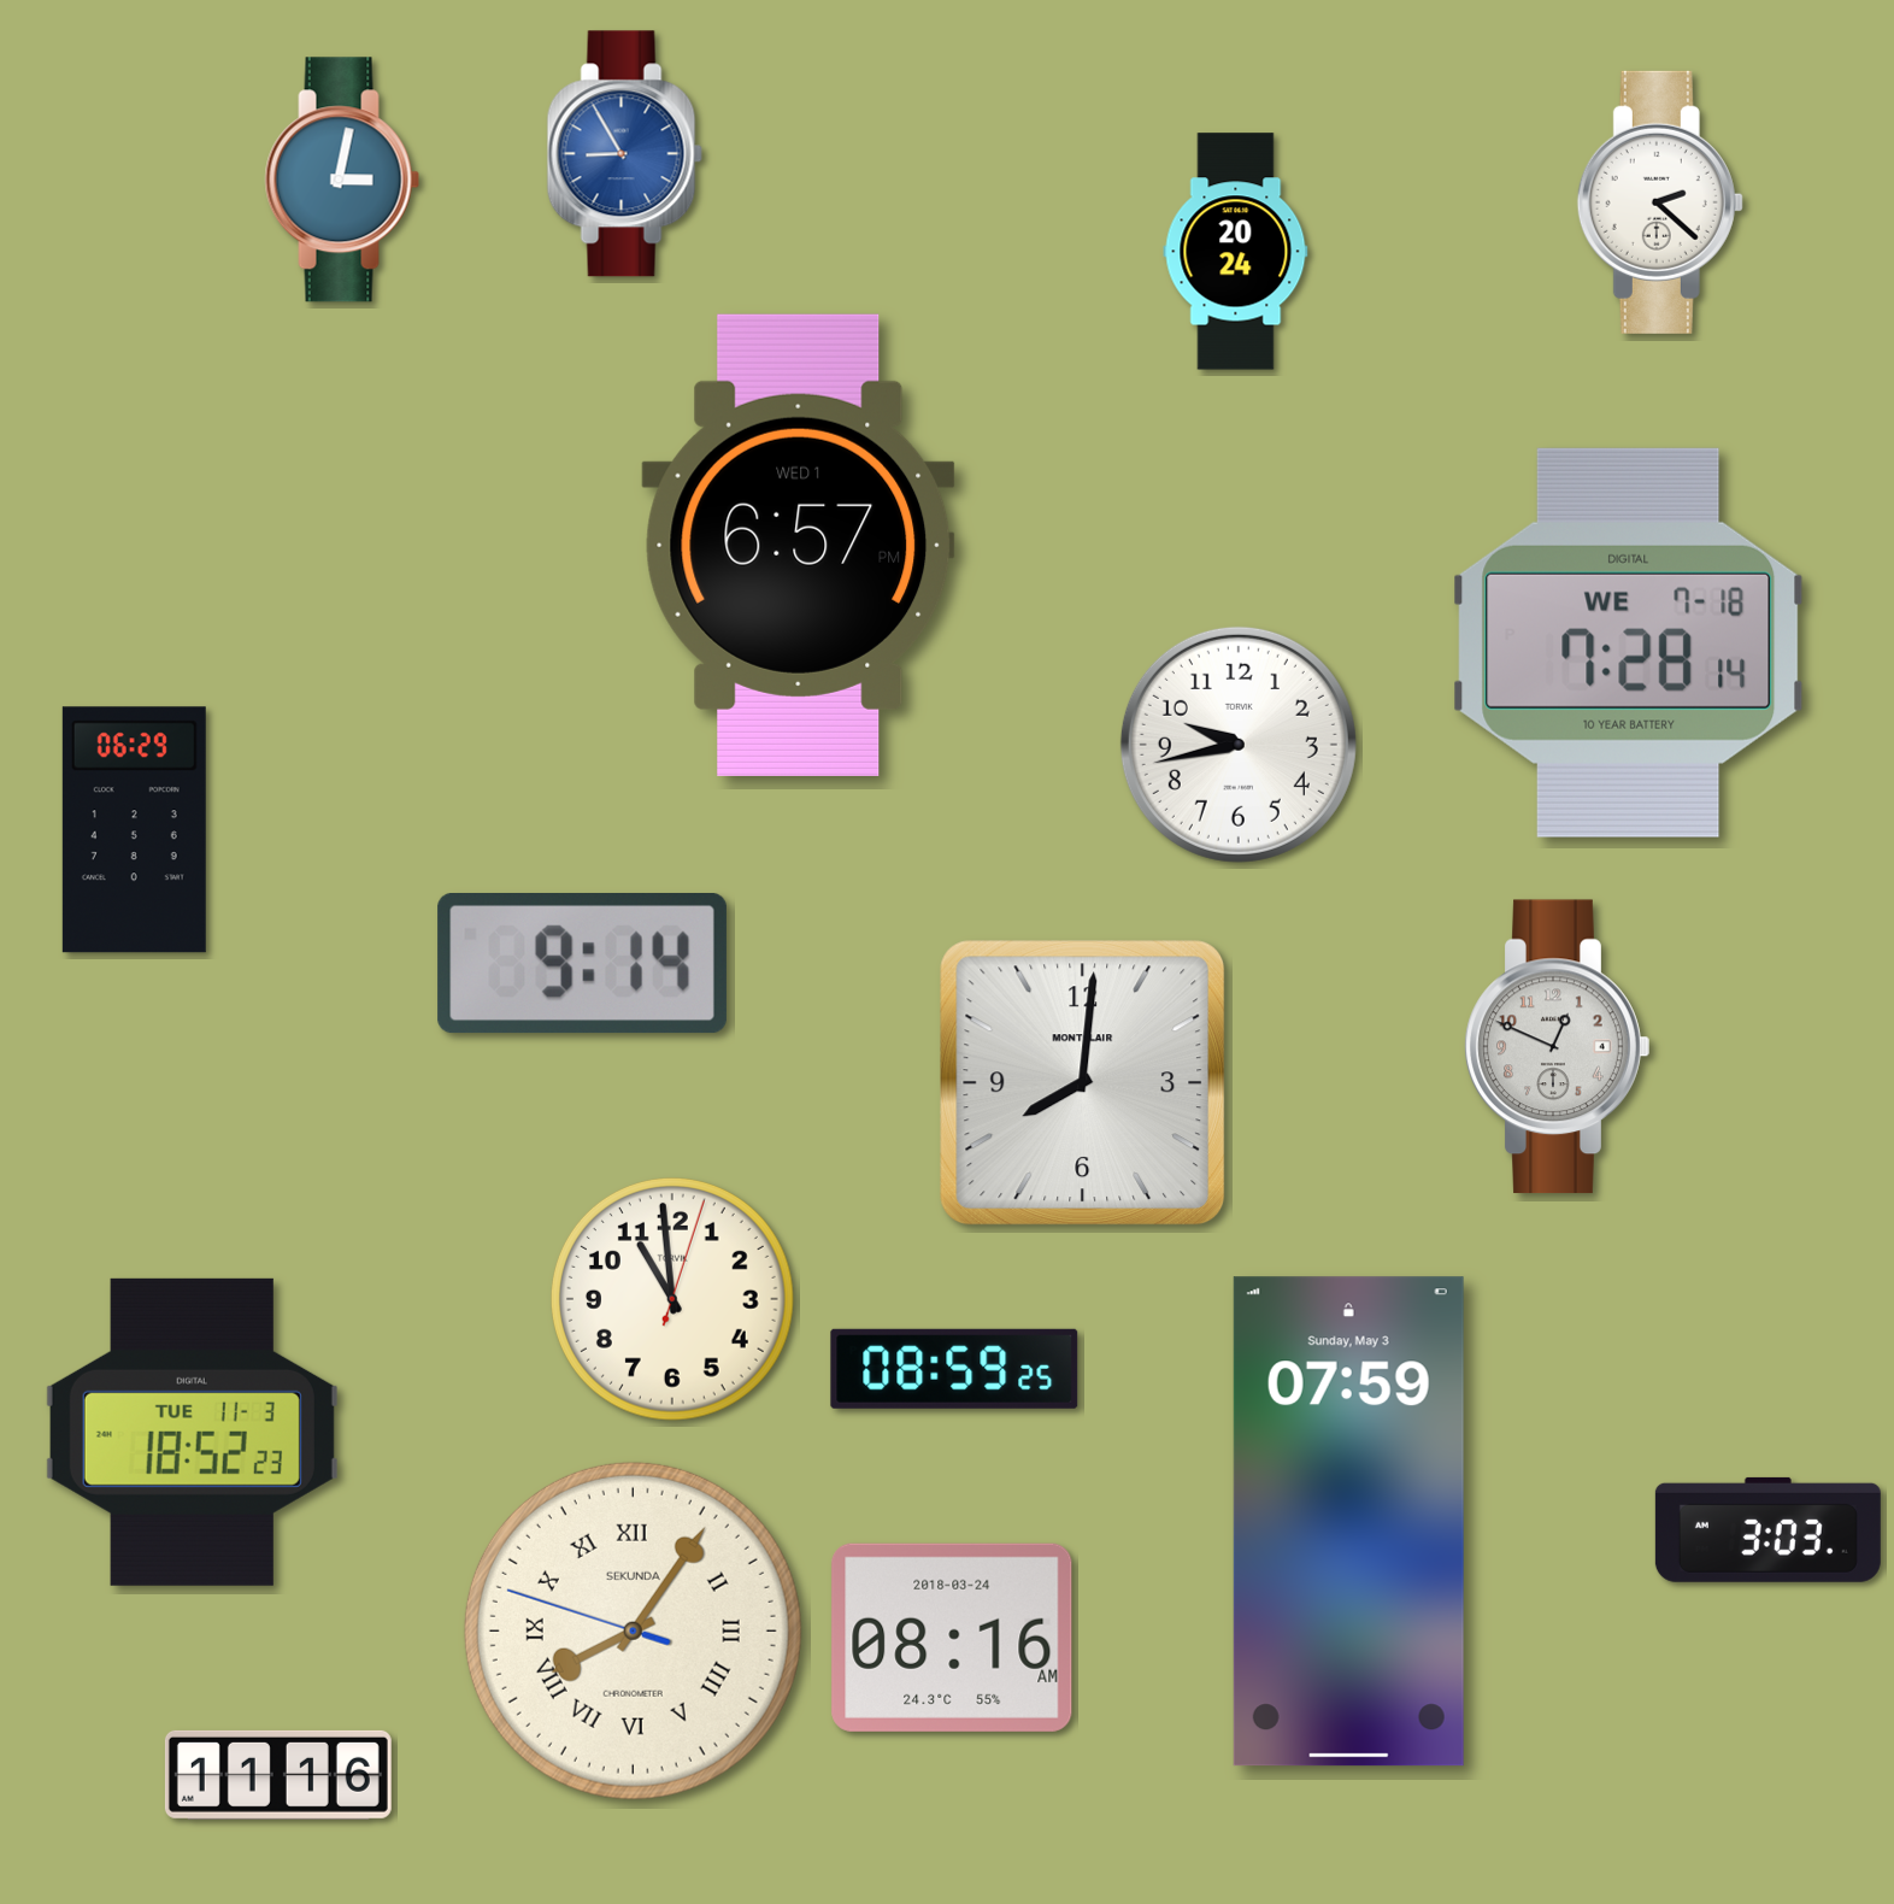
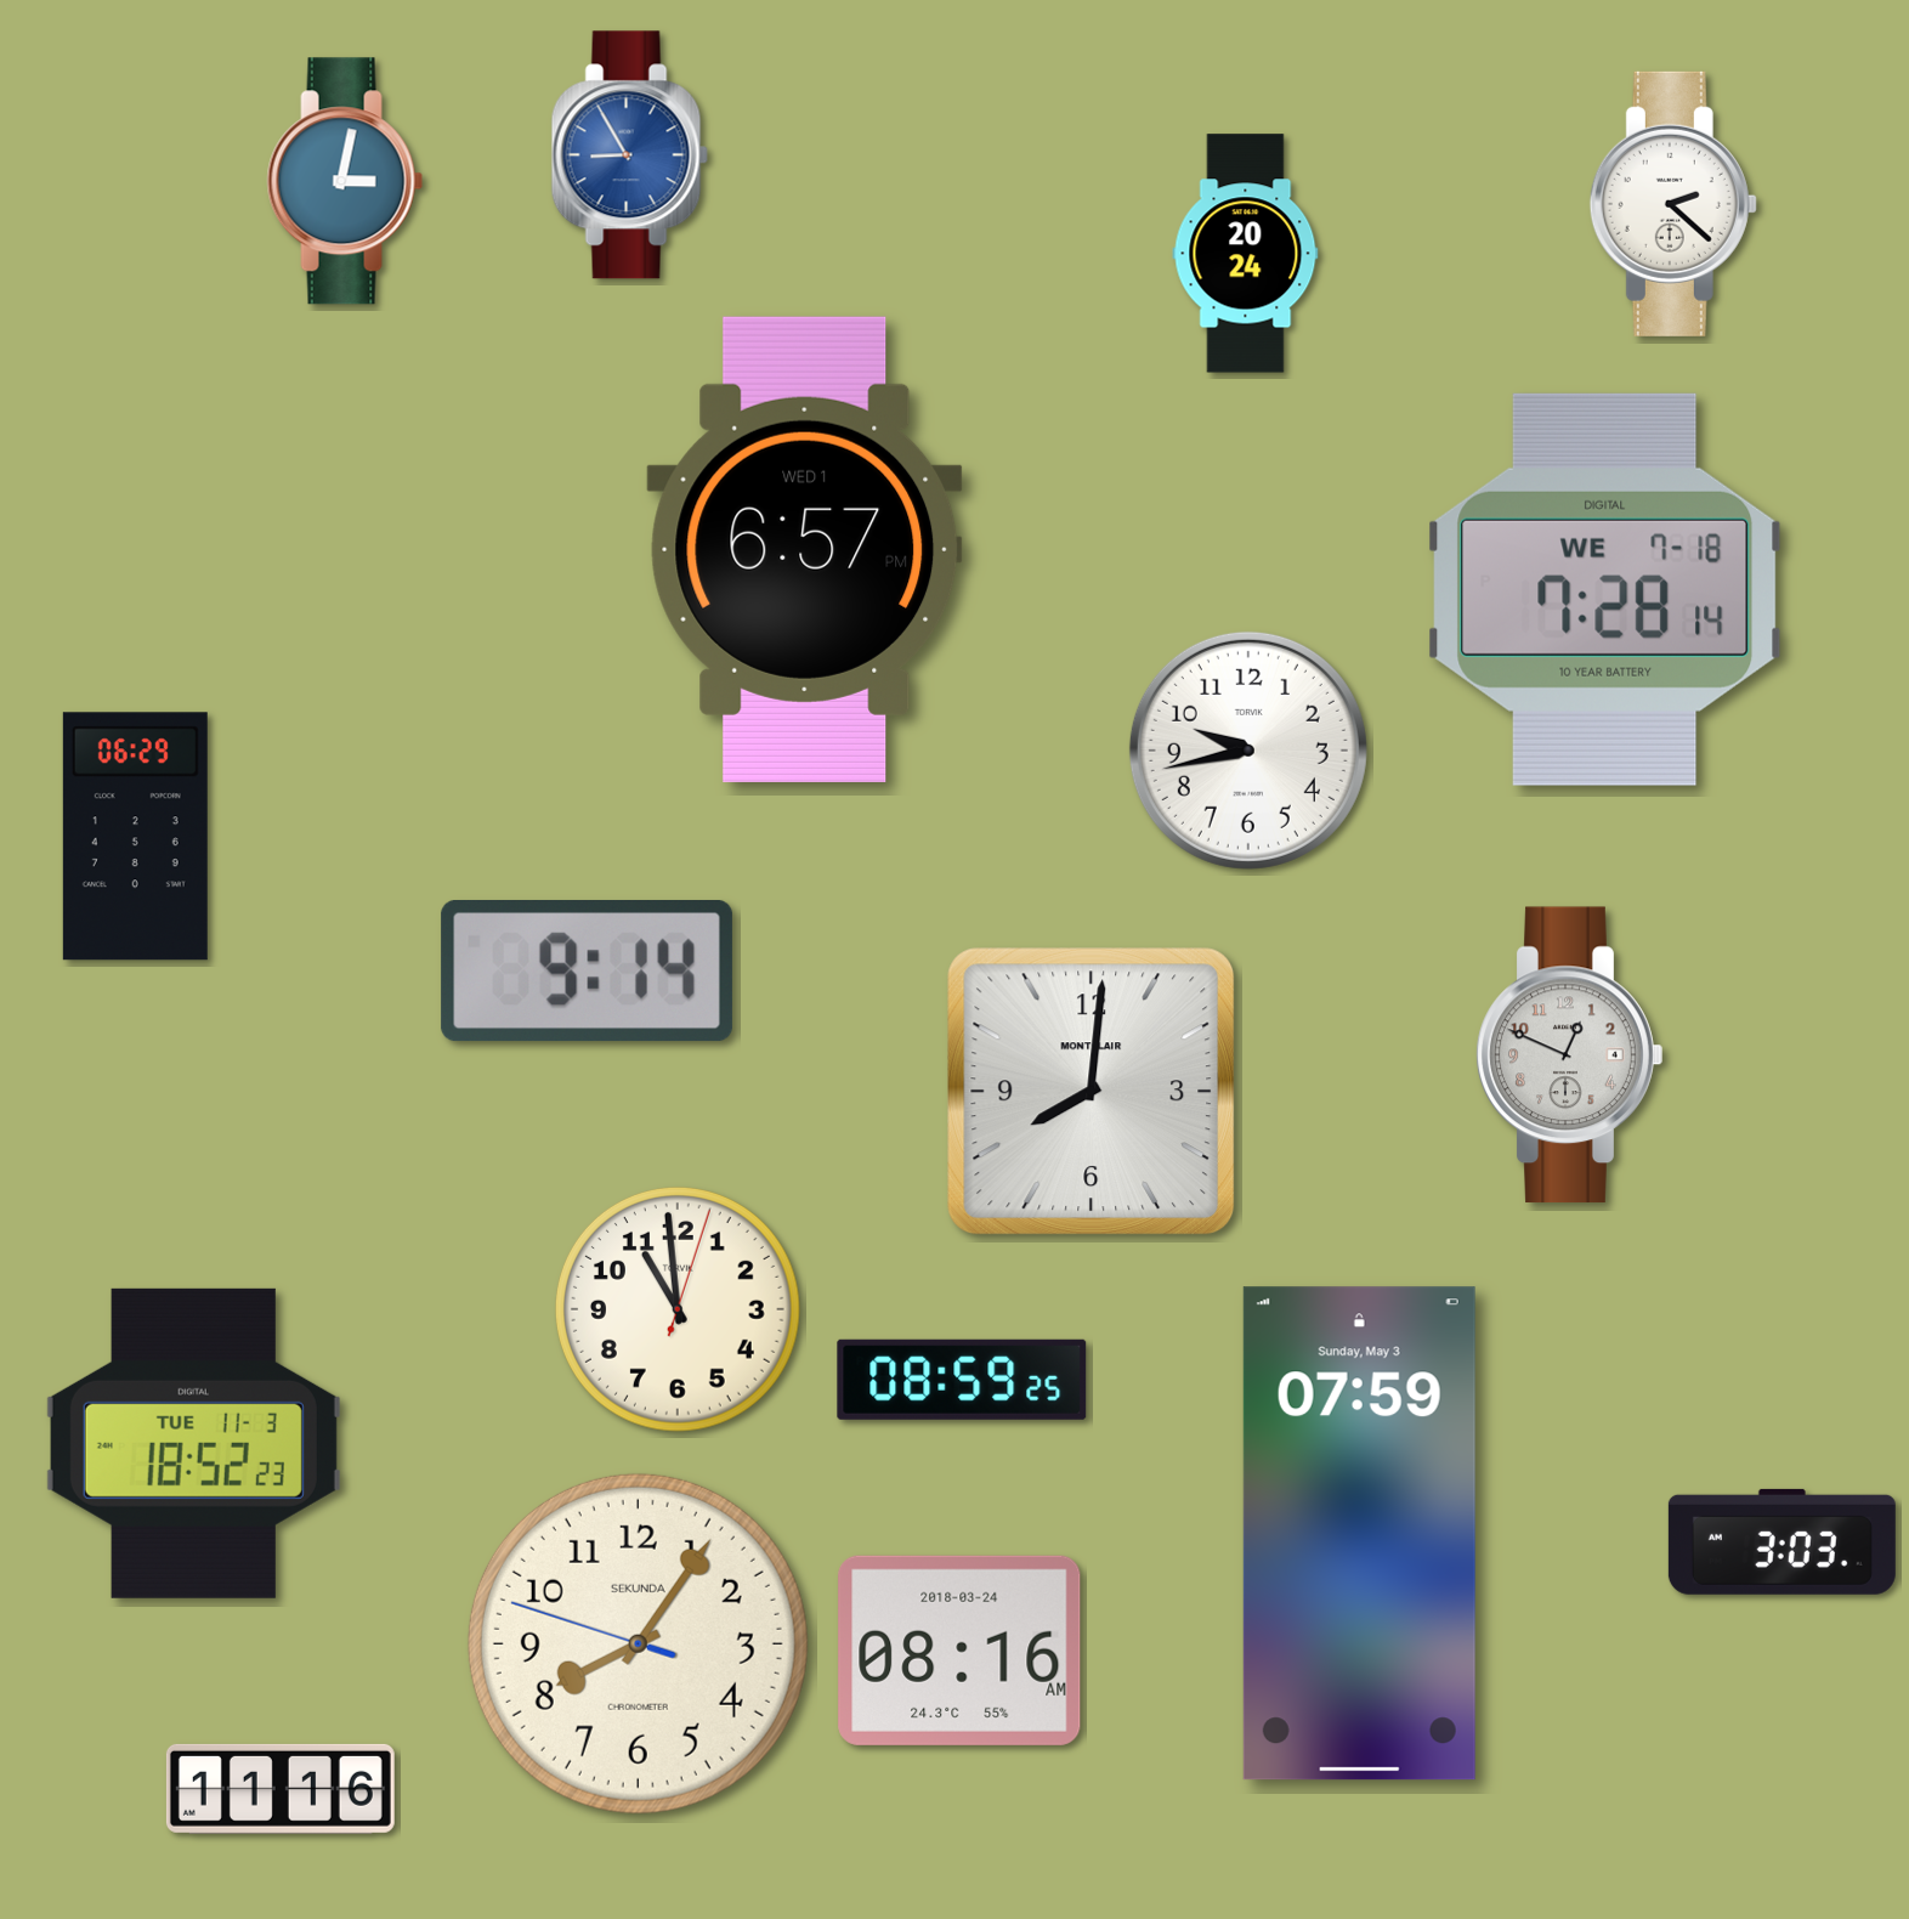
clock at (1629, 642) position: (1629, 642) -> (1605, 589)
clock at (633, 1630) numerals: Roman -> Arabic
